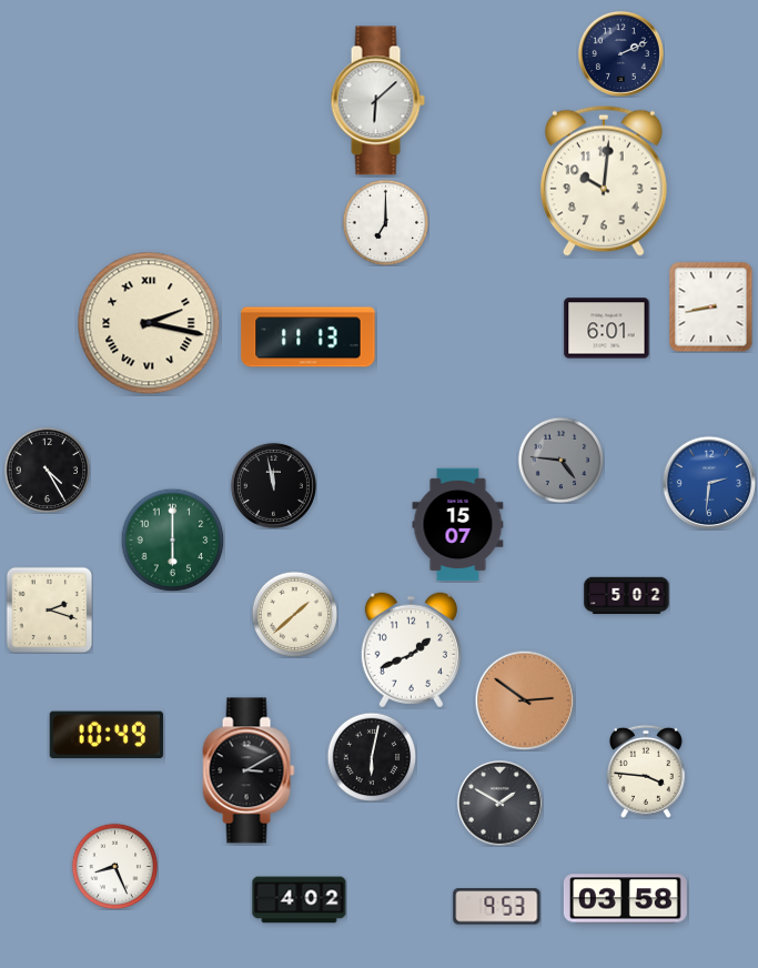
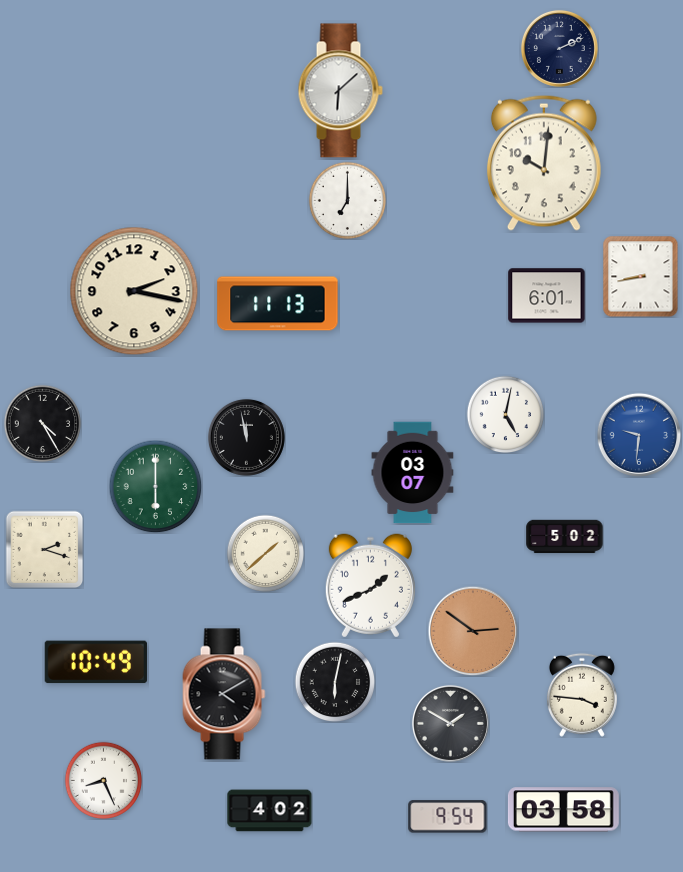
clock at (149, 323) numerals: Roman -> Arabic
clock at (560, 460): 4:46 -> 5:02
clock at (560, 460) dial: grey -> white
clock at (708, 482): 2:31 -> 9:31
clock at (458, 525): 15:07 -> 03:07
clock at (249, 770): 3:10 -> 4:10
clock at (497, 907): 9:53 -> 9:54
